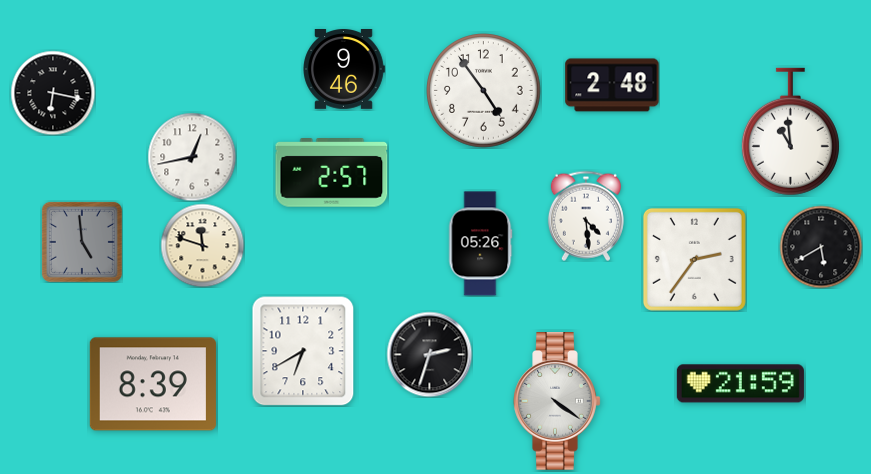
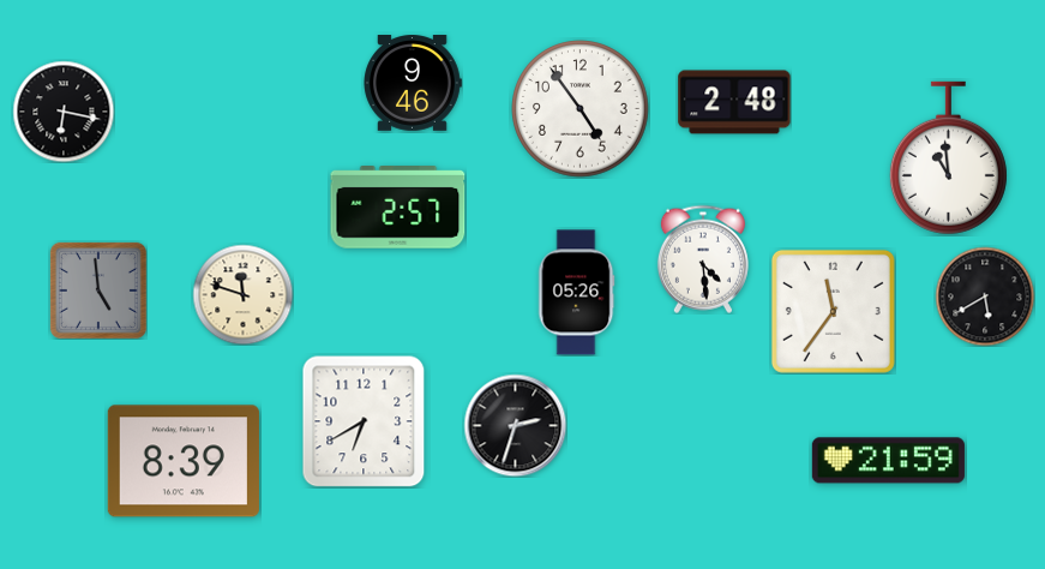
clock at (192, 157): 12:43 -> none
clock at (694, 259): 2:36 -> 11:36
clock at (557, 402): 4:21 -> none
